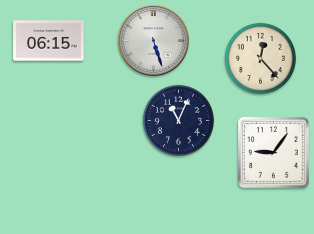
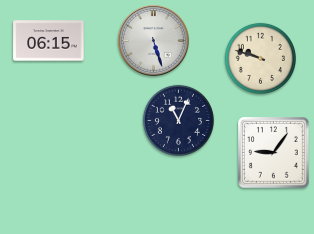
clock at (260, 58): 12:23 -> 9:48
